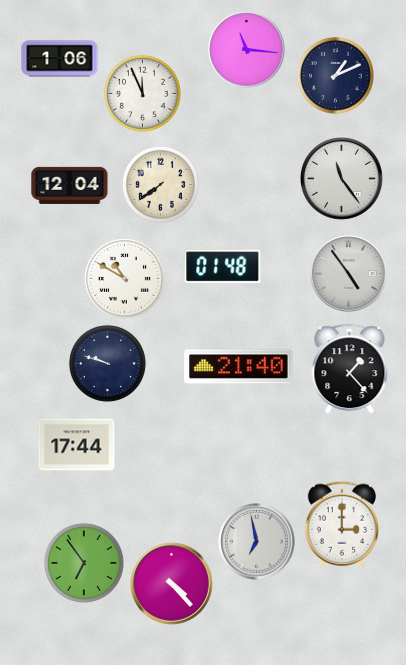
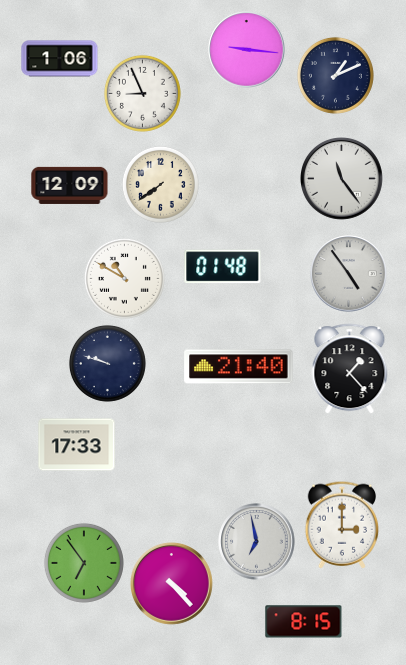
clock at (247, 50): 11:16 -> 9:16
clock at (142, 93): 11:56 -> 8:56
clock at (70, 185): 12:04 -> 12:09
clock at (77, 445): 17:44 -> 17:33
clock at (304, 622): none -> 8:15
